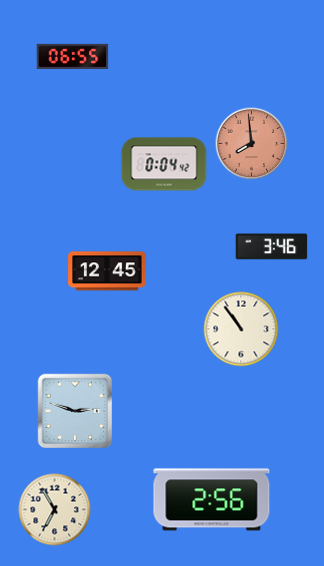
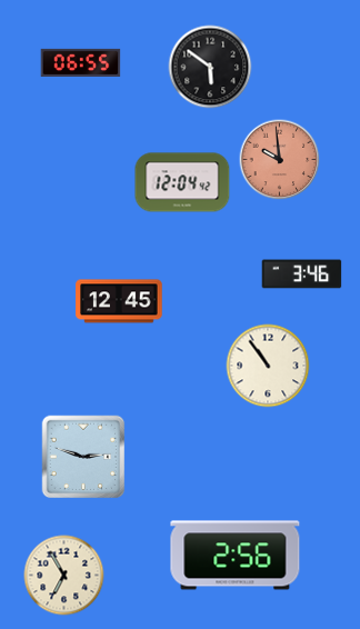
clock at (210, 67): none -> 5:51
clock at (252, 144): 7:59 -> 9:59
clock at (164, 164): 0:04 -> 12:04
clock at (55, 510) position: (55, 510) -> (64, 576)
